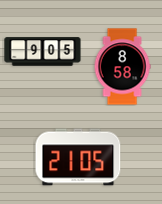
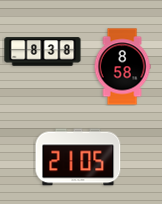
clock at (43, 52): 9:05 -> 8:38
